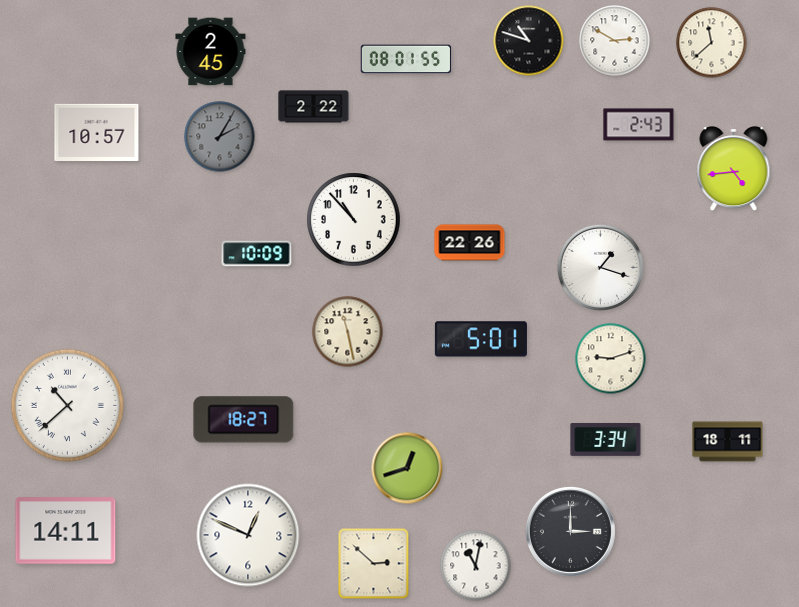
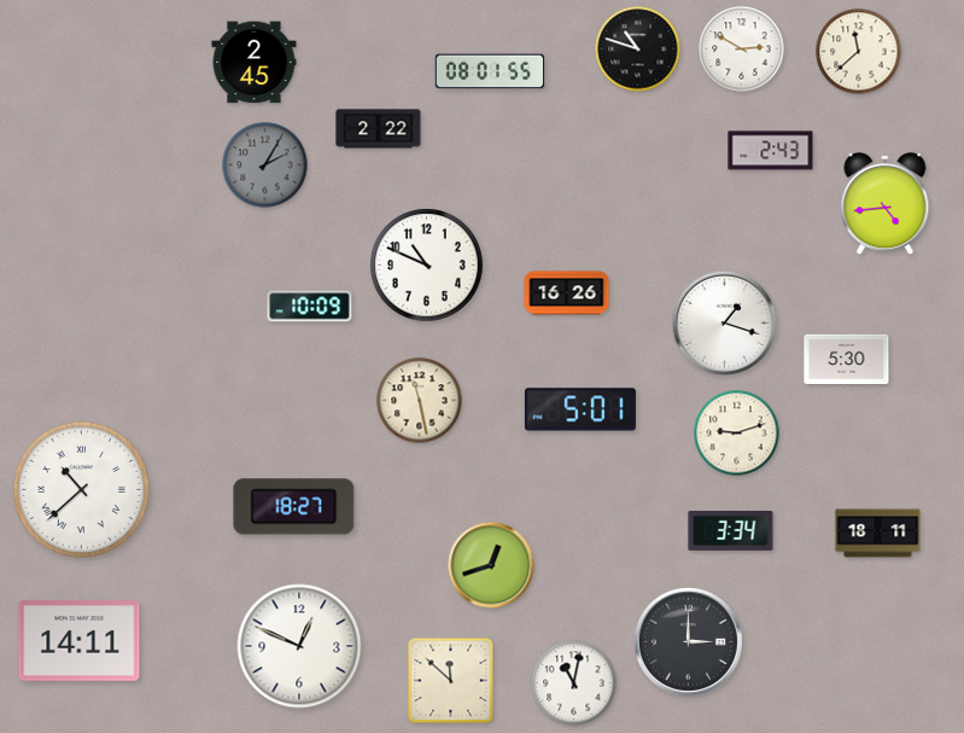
clock at (97, 132): 10:57 -> none
clock at (354, 220): 10:53 -> 10:49
clock at (470, 243): 22:26 -> 16:26
clock at (847, 359): none -> 5:30
clock at (374, 564): 2:52 -> 11:52
